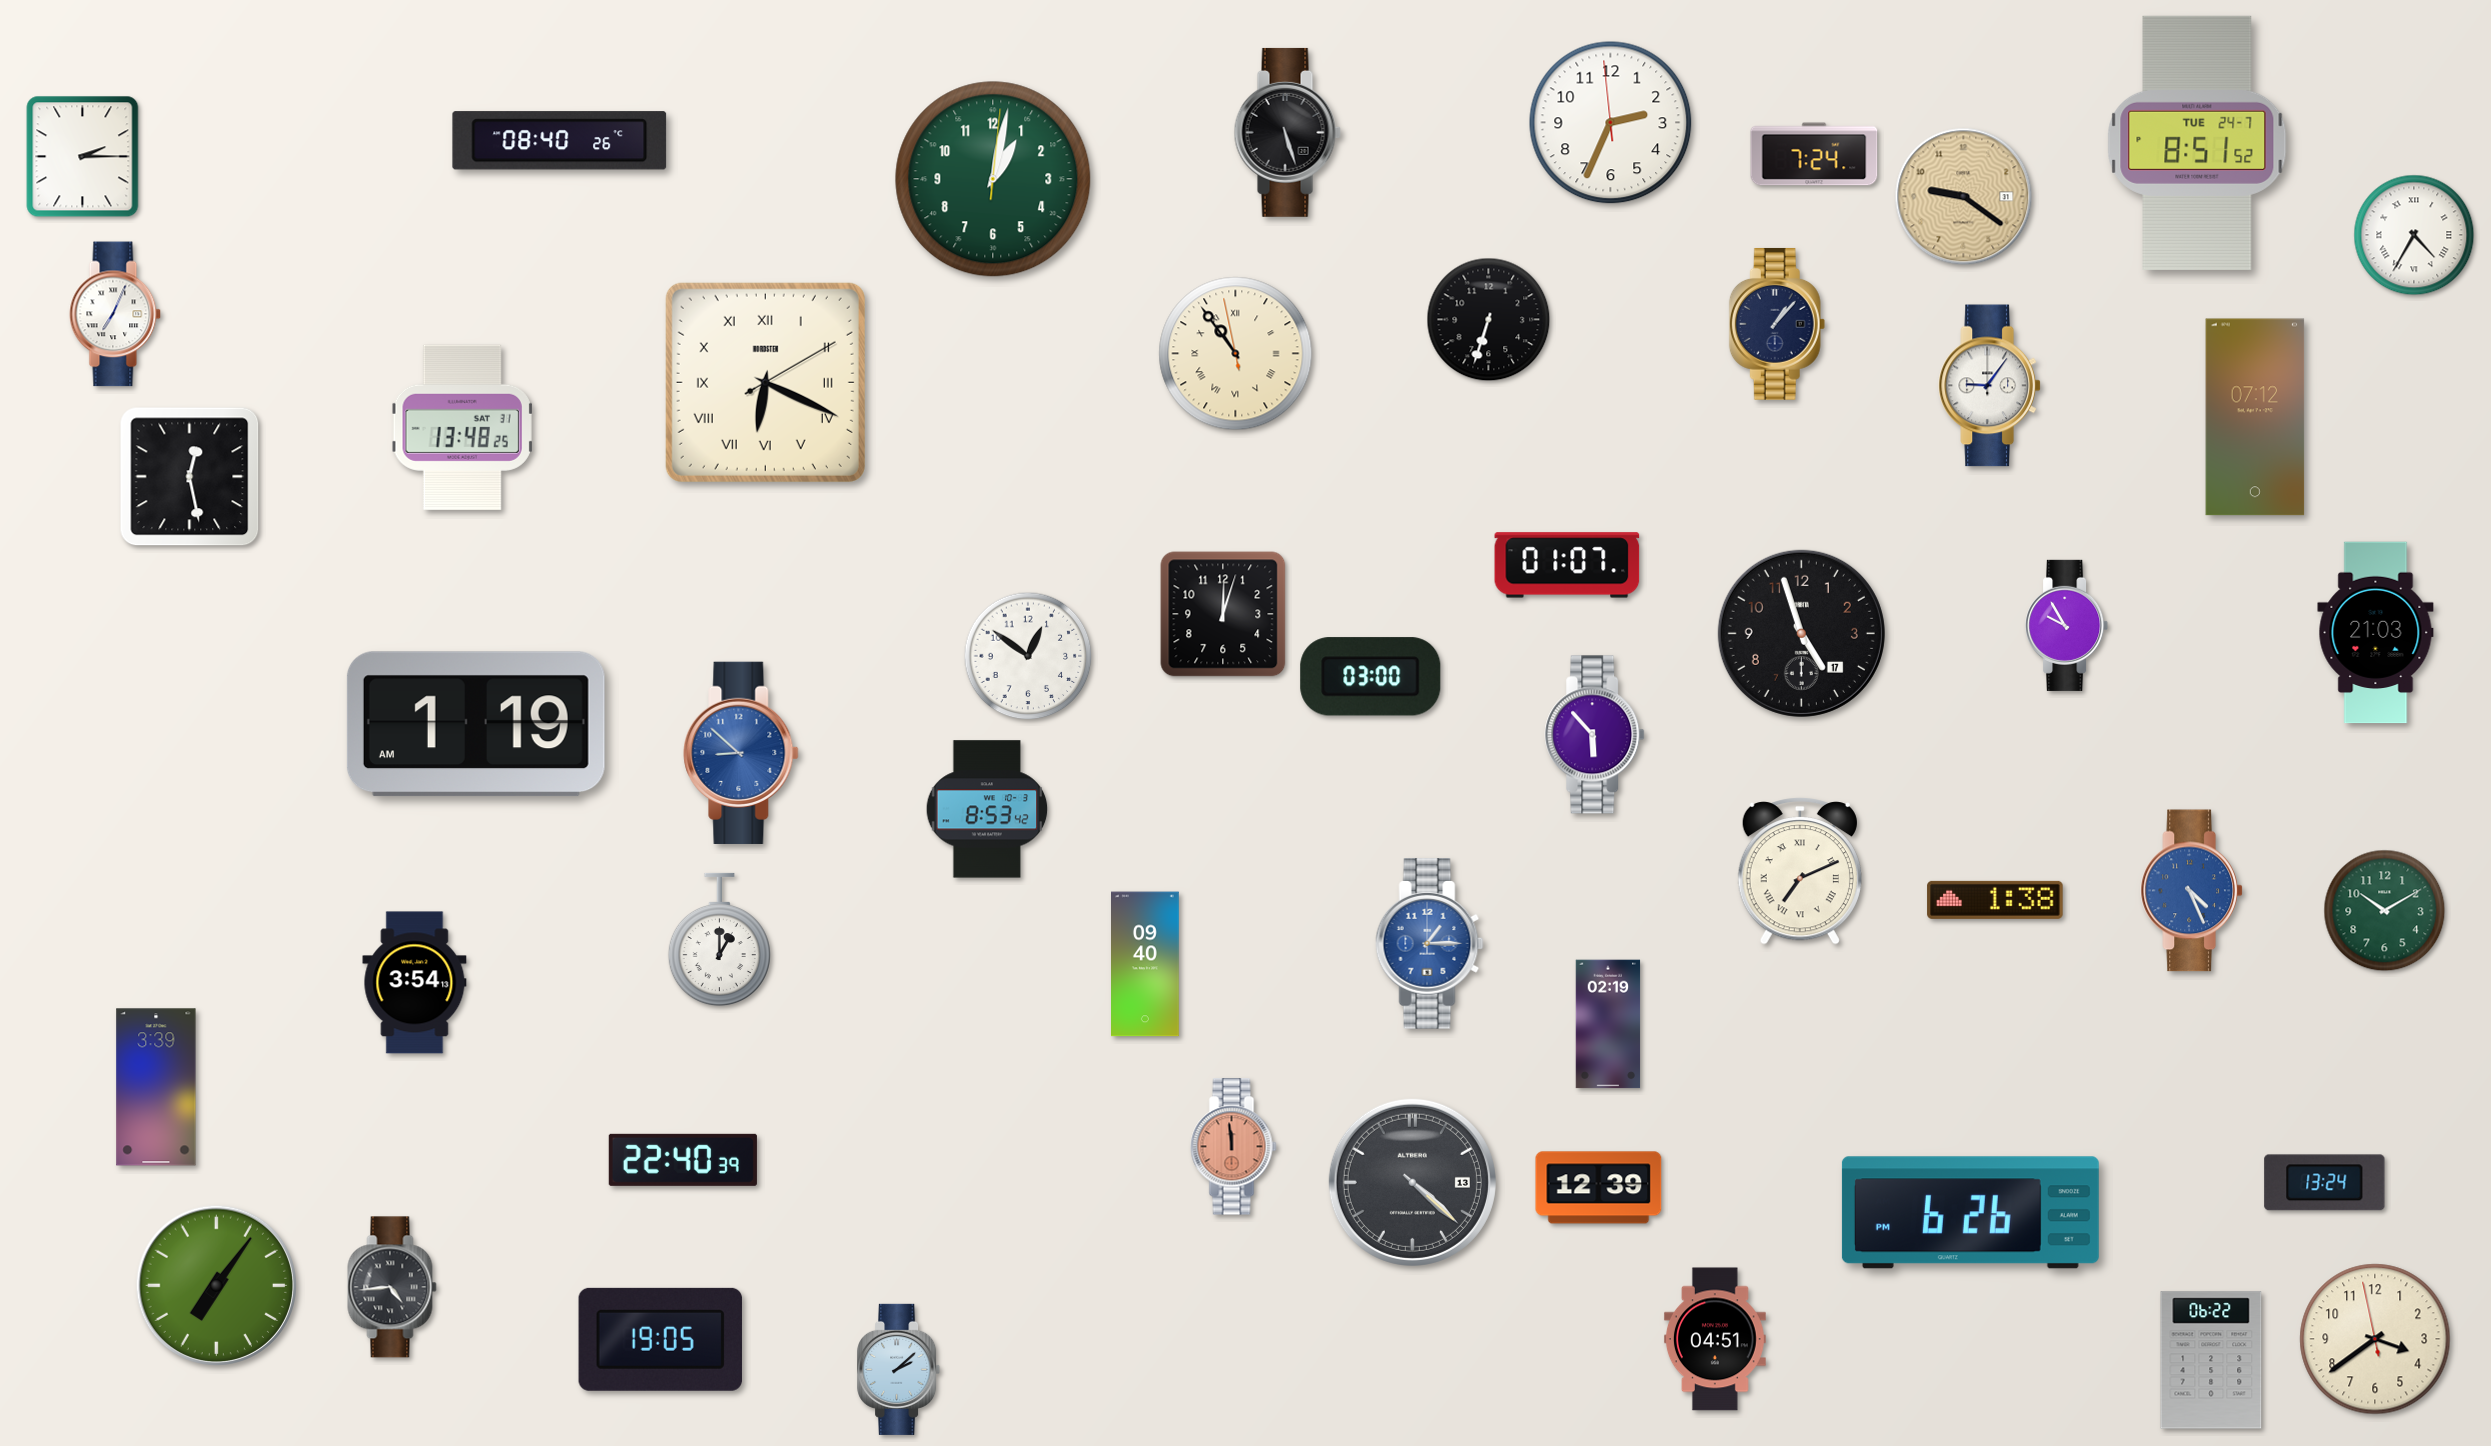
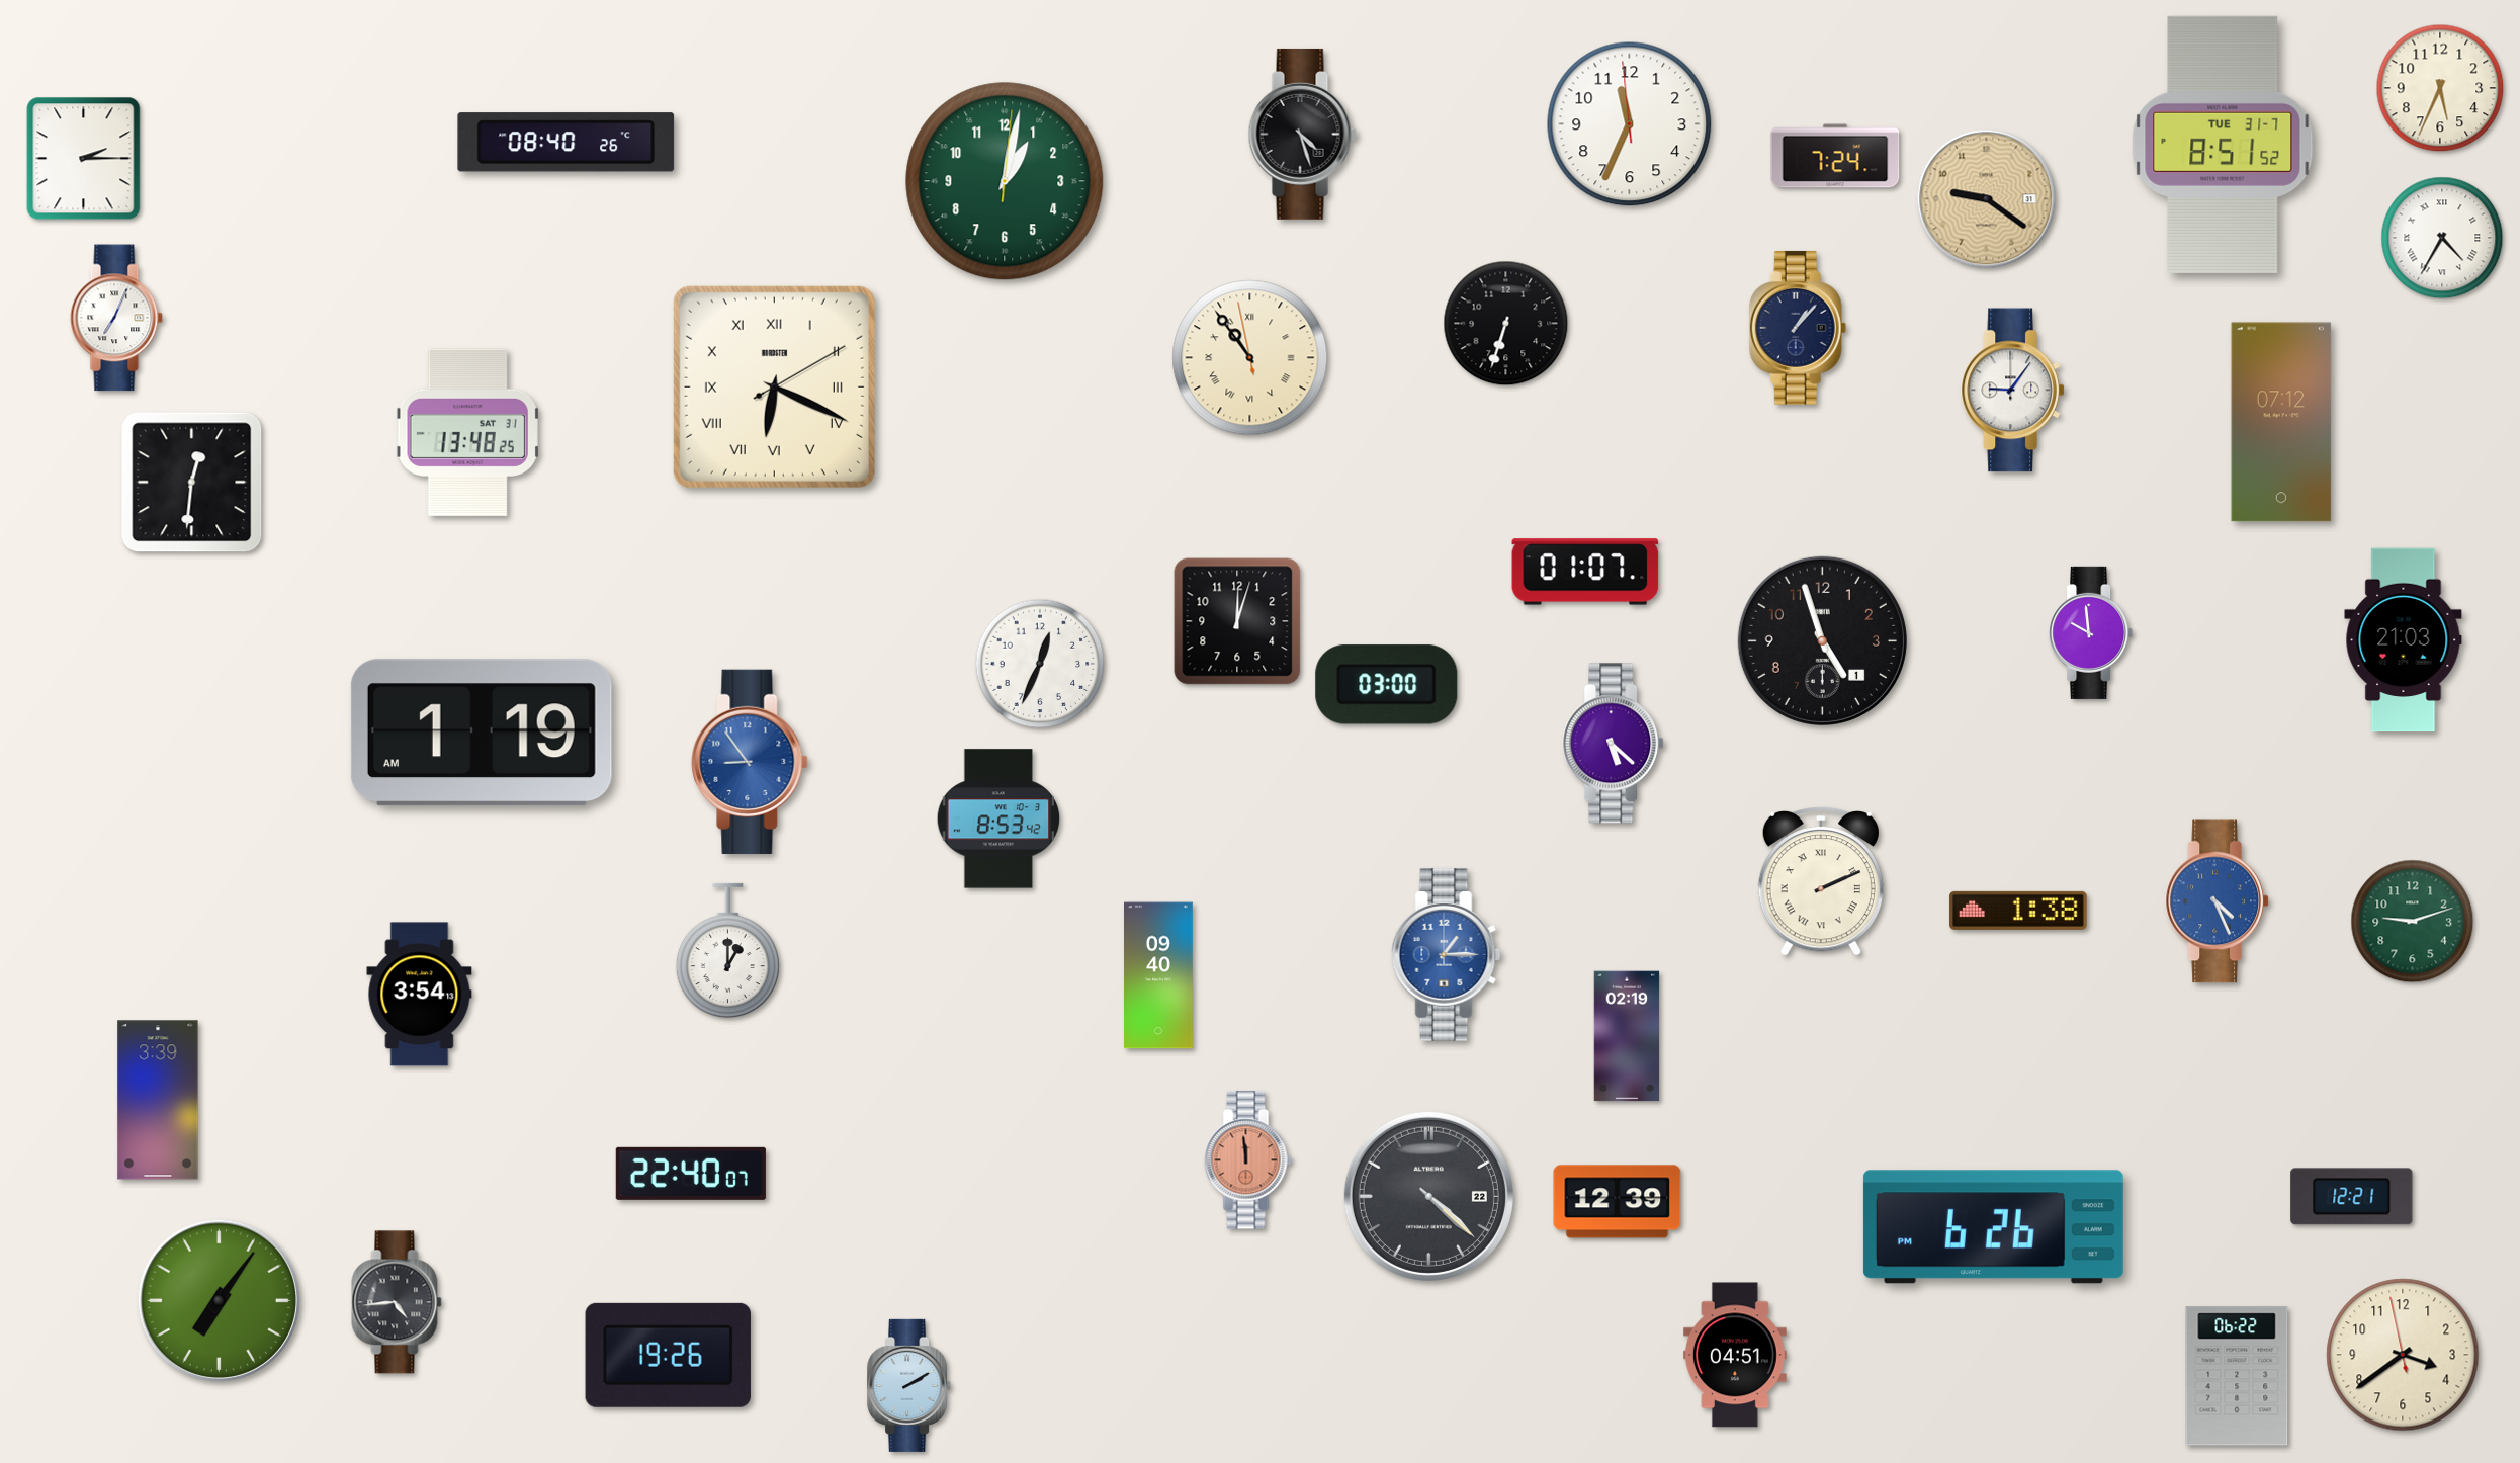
clock at (2440, 88): none -> 5:34
clock at (1611, 123): 2:33 -> 11:33
clock at (1287, 132): 5:27 -> 4:27
clock at (2197, 143) date: TUE 24-7 -> TUE 31-7
clock at (190, 477): 12:28 -> 12:31
clock at (2067, 625): 9:55 -> 9:59
clock at (1801, 633) date: 17 -> 1
clock at (1028, 656): 12:51 -> 12:34
clock at (1595, 735): 5:53 -> 5:22
clock at (741, 753): 8:52 -> 8:54
clock at (1800, 871): 7:11 -> 2:11
clock at (2385, 911): 10:10 -> 9:12
clock at (683, 1160): 22:40:39 -> 22:40:07
clock at (1412, 1182) date: 13 -> 22
clock at (2325, 1183): 13:24 -> 12:21
clock at (660, 1339): 19:05 -> 19:26
clock at (899, 1369): 2:08 -> 2:10
